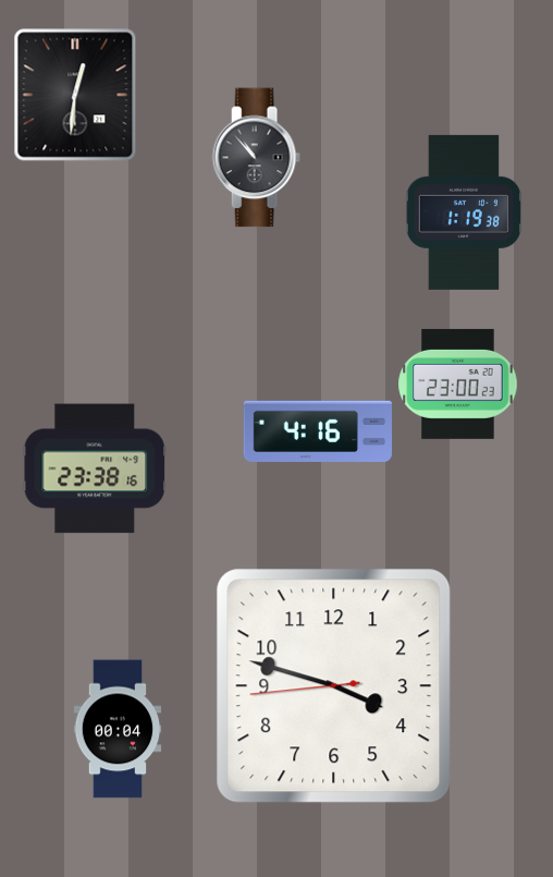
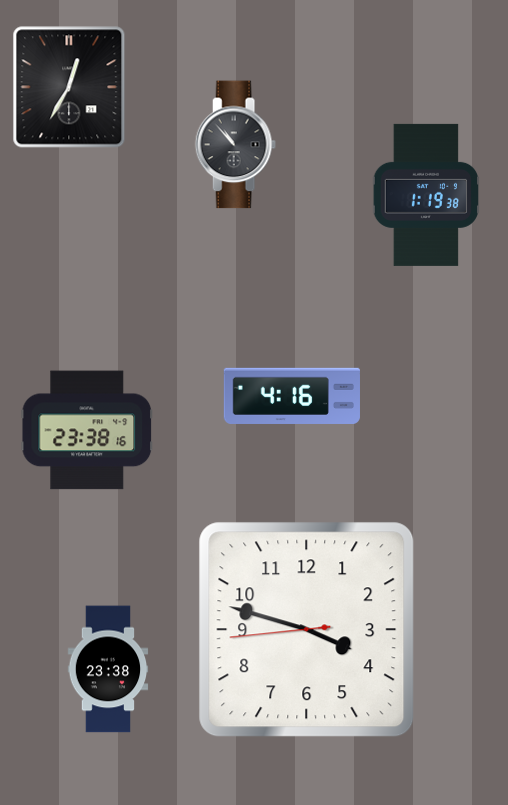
clock at (75, 95): 12:31 -> 12:35
clock at (458, 383): 23:00 -> none
clock at (118, 729): 00:04 -> 23:38
